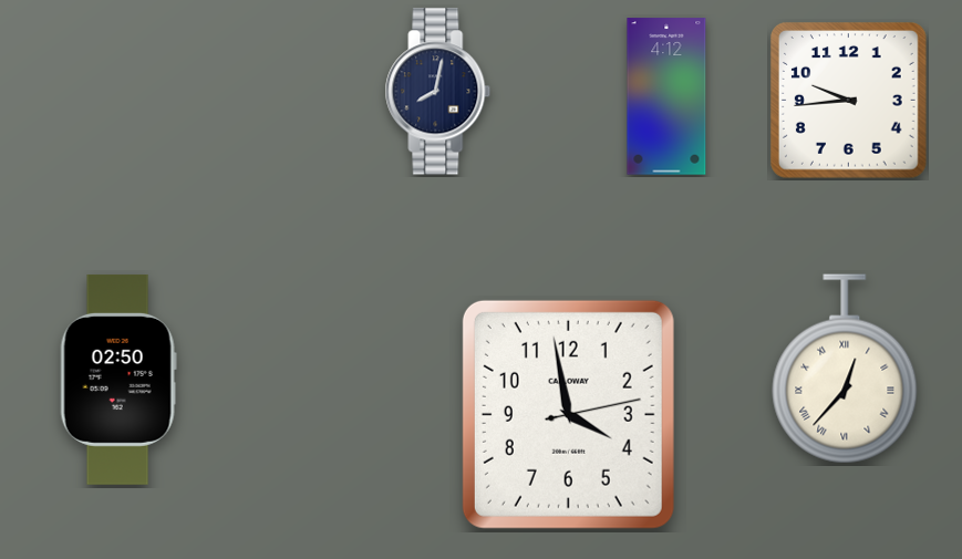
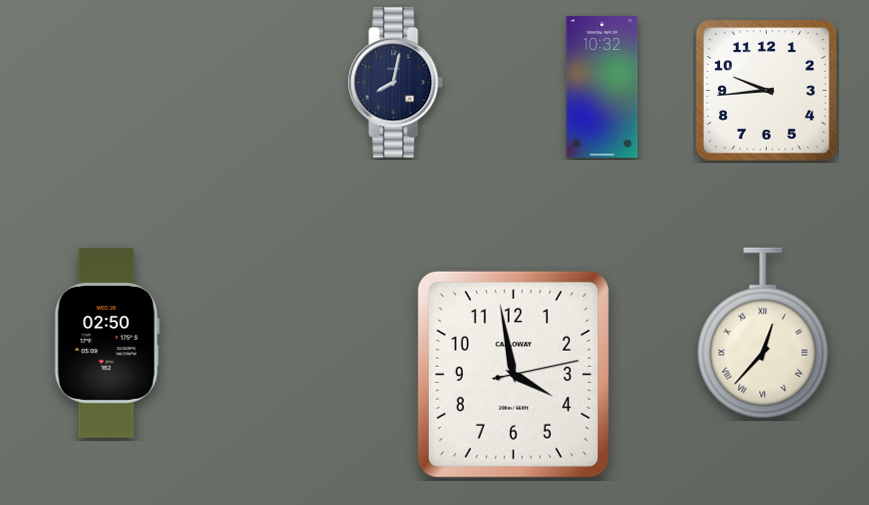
clock at (666, 96): 4:12 -> 10:32
